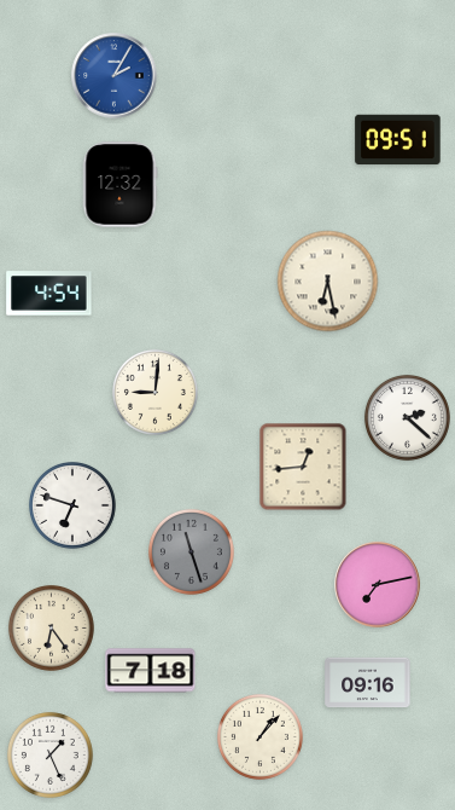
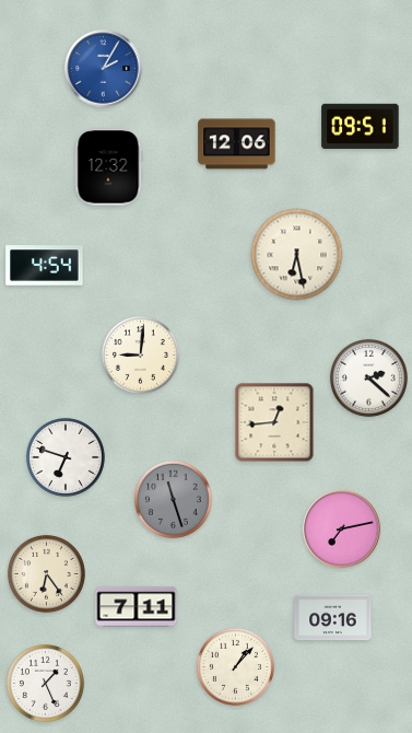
clock at (237, 144): none -> 12:06
clock at (51, 627) position: (51, 627) -> (46, 573)
clock at (151, 671): 7:18 -> 7:11
